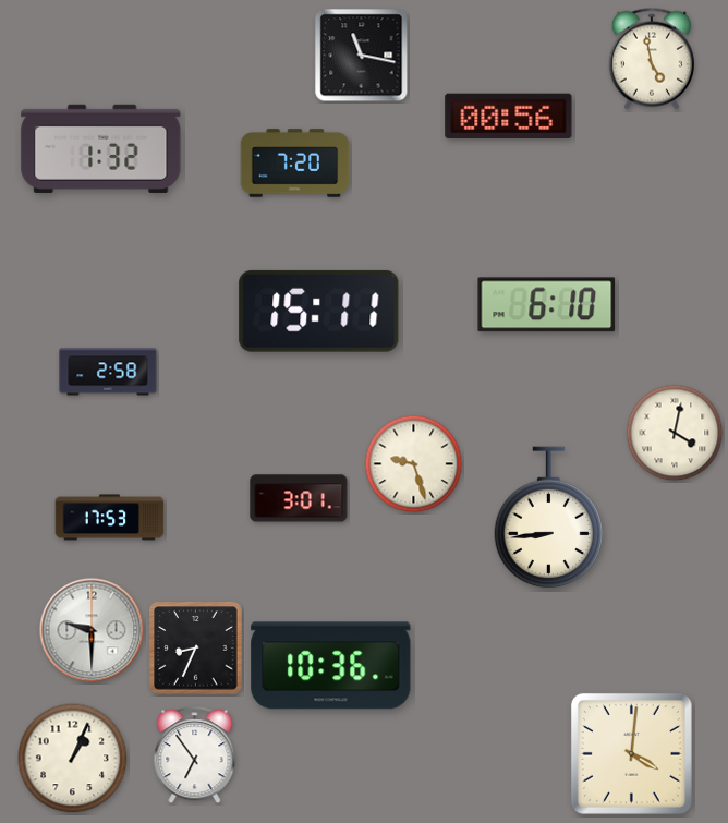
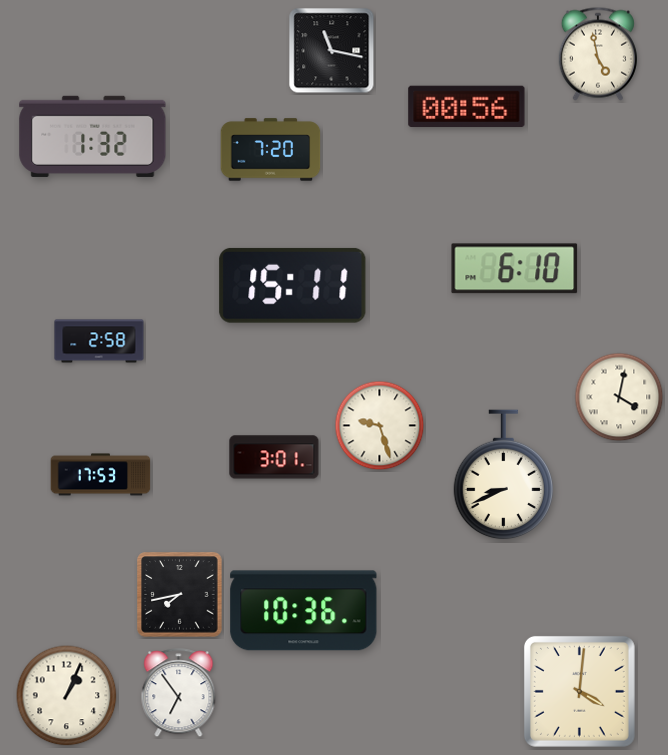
clock at (547, 305) position: (547, 305) -> (515, 269)
clock at (549, 518): 8:44 -> 8:41
clock at (92, 630): 9:30 -> none
clock at (196, 649): 8:34 -> 7:43
